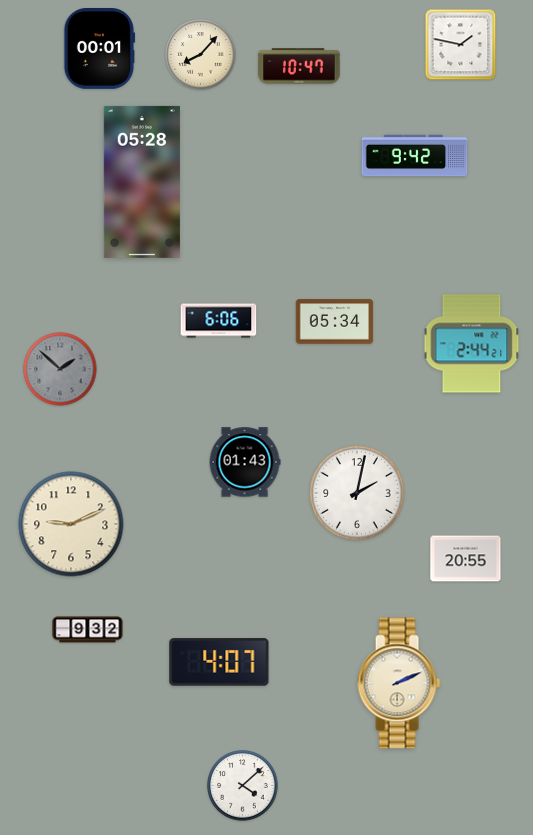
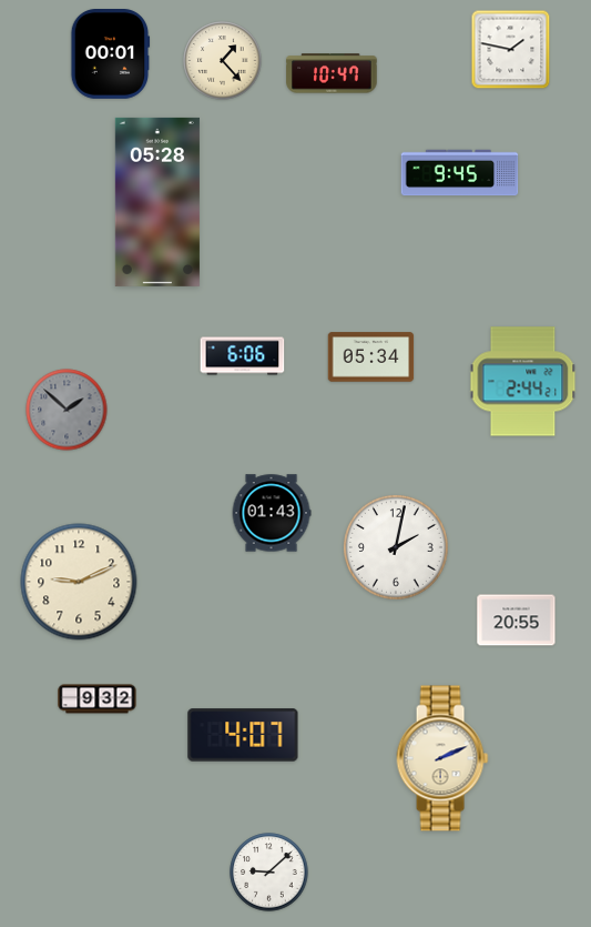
clock at (201, 55): 8:07 -> 1:23
clock at (415, 156): 9:42 -> 9:45
clock at (243, 786): 4:08 -> 9:08
